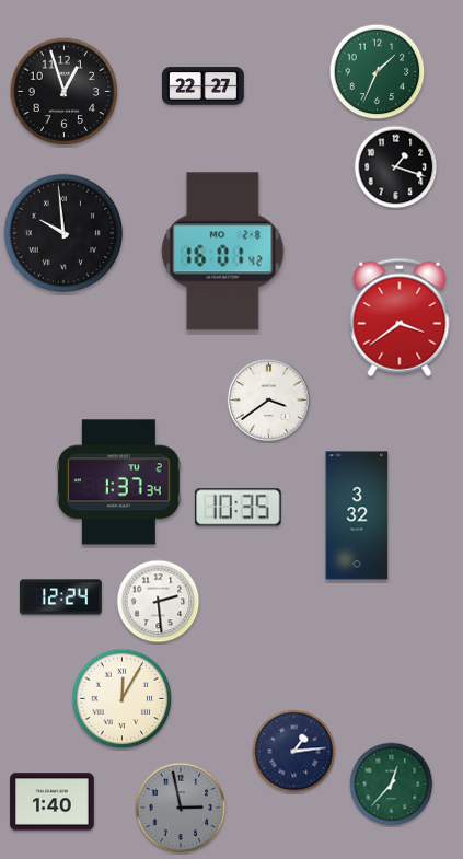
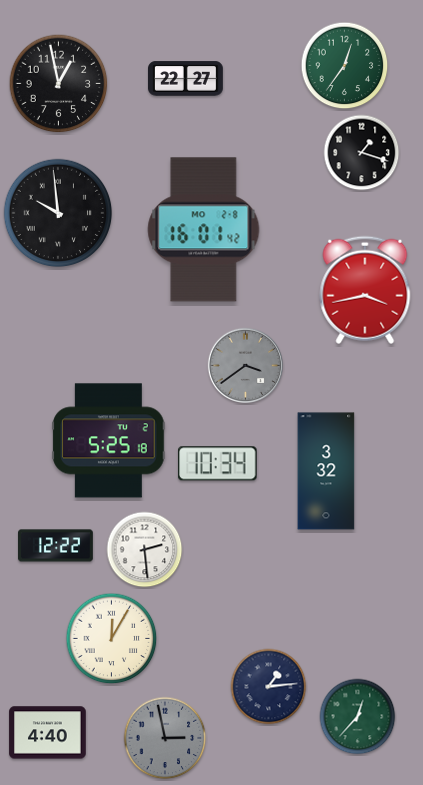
clock at (378, 72): 1:34 -> 12:36
clock at (65, 92): 12:57 -> 12:58
clock at (400, 317): 3:39 -> 3:43
clock at (268, 399) dial: white -> grey
clock at (119, 483): 1:37 -> 5:25
clock at (239, 508): 10:35 -> 10:34
clock at (61, 597): 12:24 -> 12:22
clock at (53, 802): 1:40 -> 4:40
